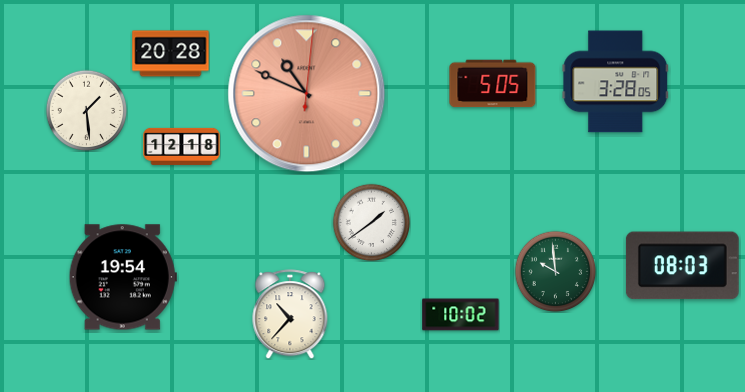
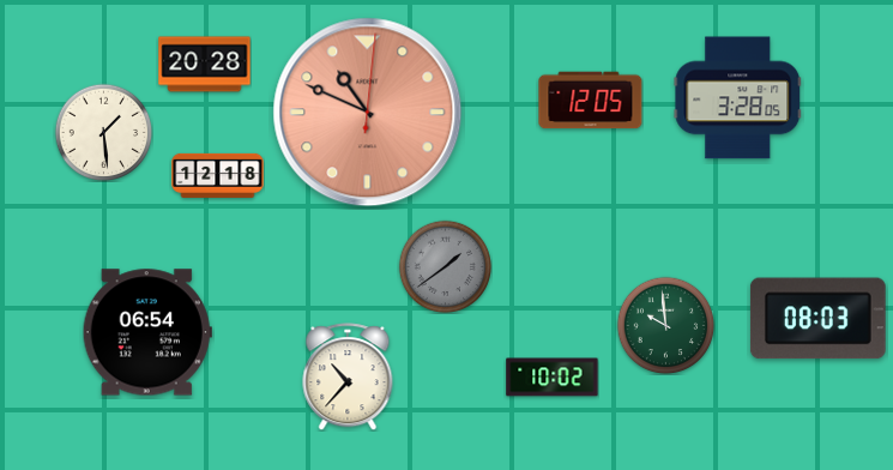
clock at (493, 84): 5:05 -> 12:05
clock at (371, 222) dial: white -> grey
clock at (123, 277): 19:54 -> 06:54
